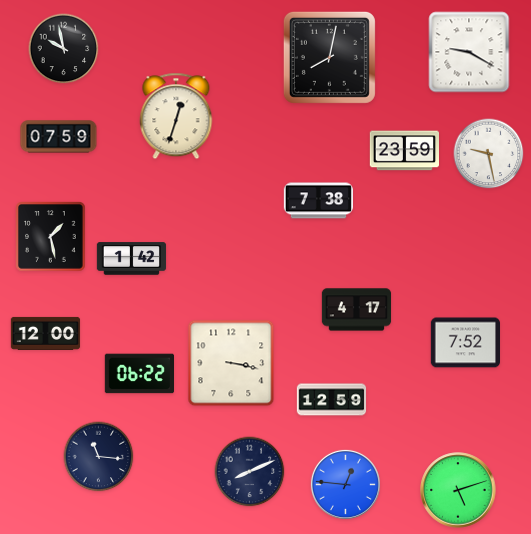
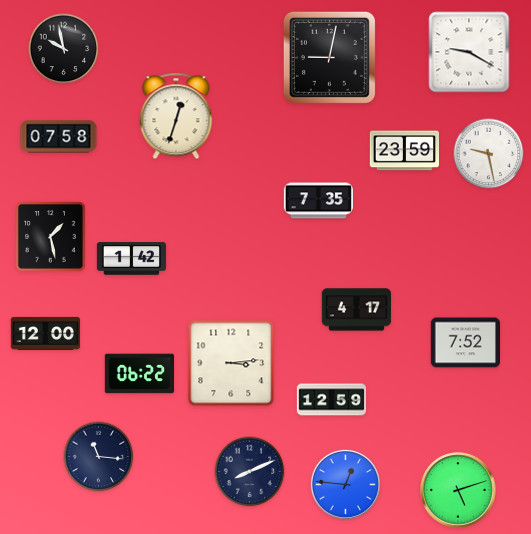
clock at (329, 57): 8:02 -> 9:02
clock at (59, 137): 07:59 -> 07:58
clock at (318, 201): 7:38 -> 7:35
clock at (231, 363): 3:17 -> 3:14
